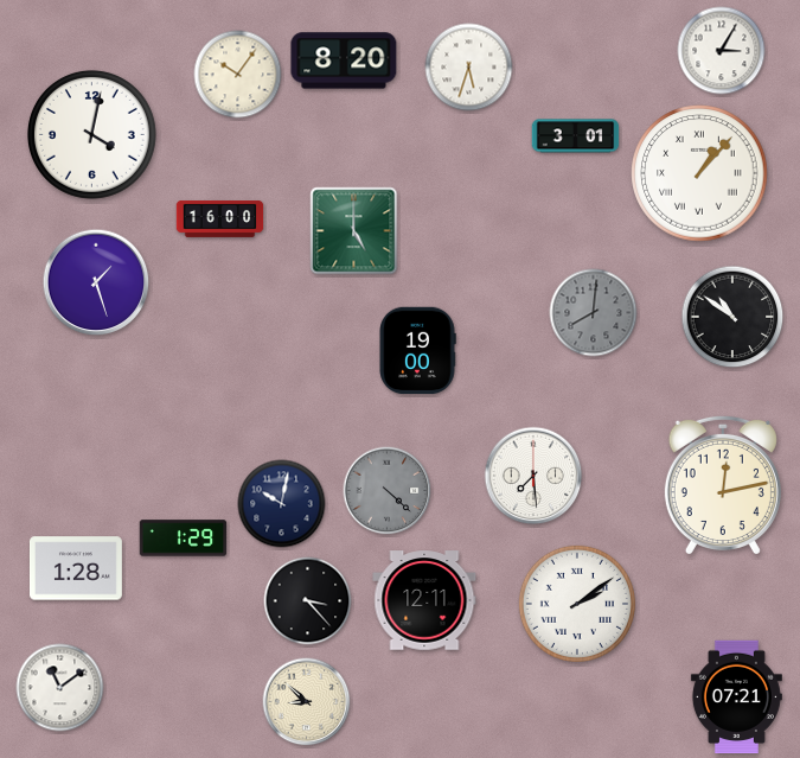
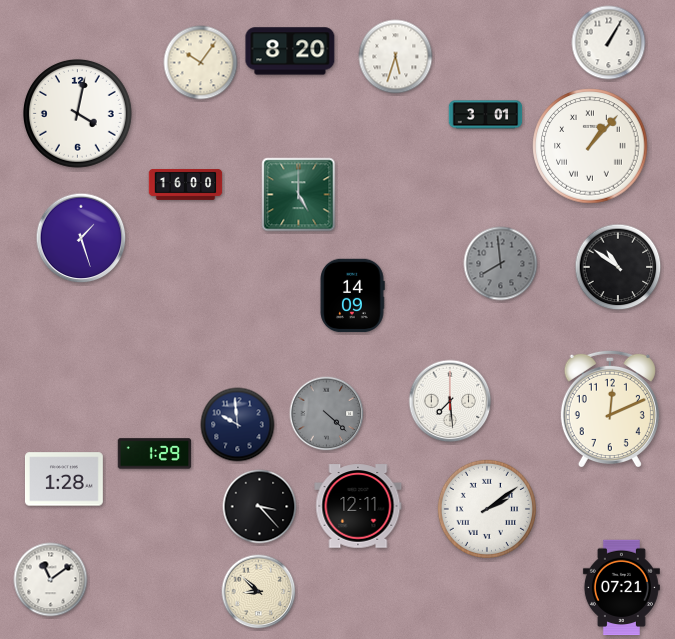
clock at (722, 51): 3:05 -> 1:05
clock at (594, 313): 8:01 -> 7:59
clock at (417, 351): 19:00 -> 14:09
clock at (723, 485): 12:13 -> 12:11
clock at (282, 504): 10:02 -> 9:59
